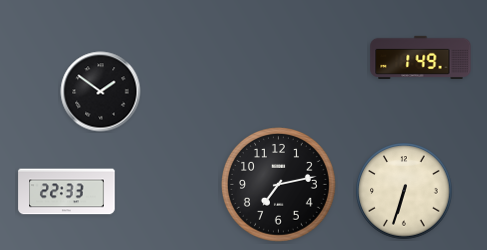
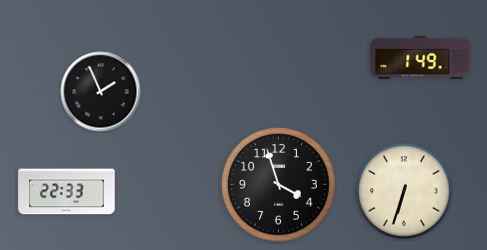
clock at (101, 92): 1:51 -> 1:56
clock at (279, 185): 7:13 -> 3:57
